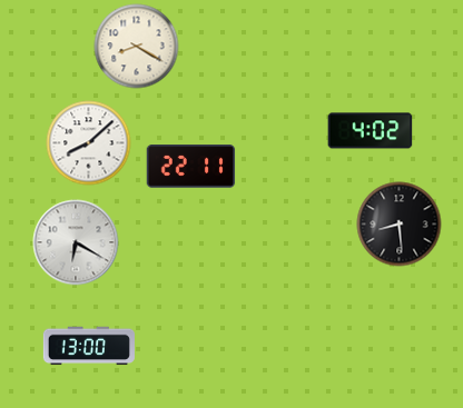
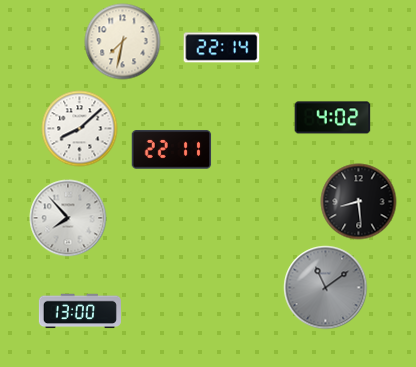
clock at (137, 47): 8:20 -> 7:32
clock at (222, 48): none -> 22:14
clock at (76, 242): 6:20 -> 7:53
clock at (326, 288): none -> 11:09
